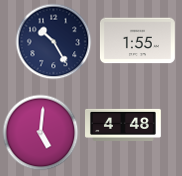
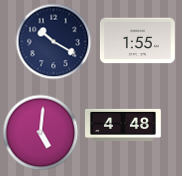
clock at (54, 42): 10:25 -> 10:20
